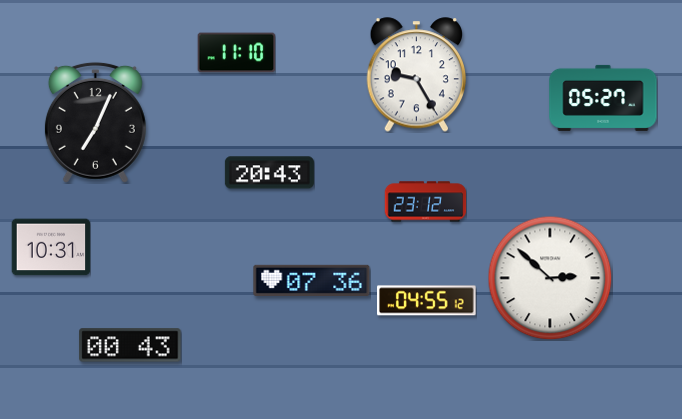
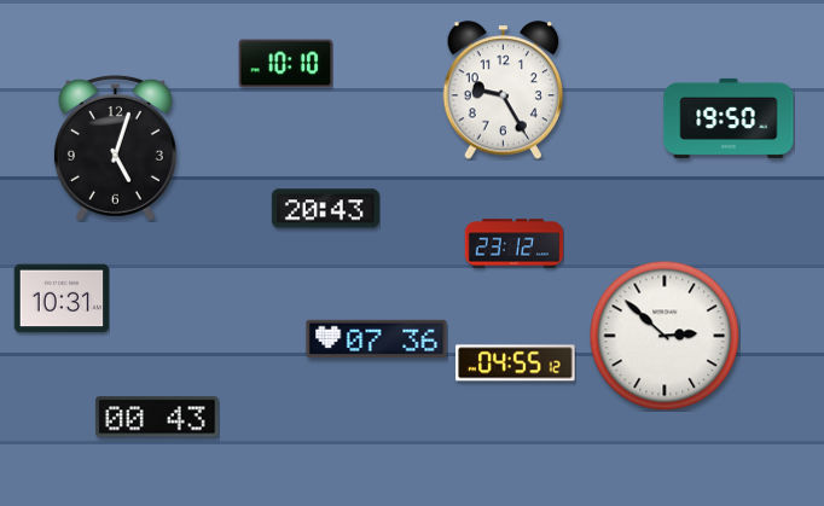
clock at (236, 53): 11:10 -> 10:10
clock at (603, 98): 05:27 -> 19:50
clock at (95, 122): 7:04 -> 5:03
